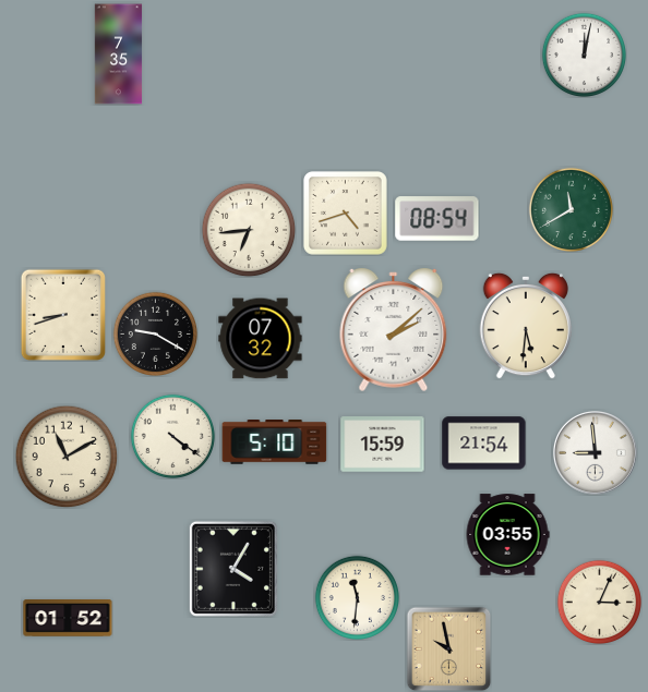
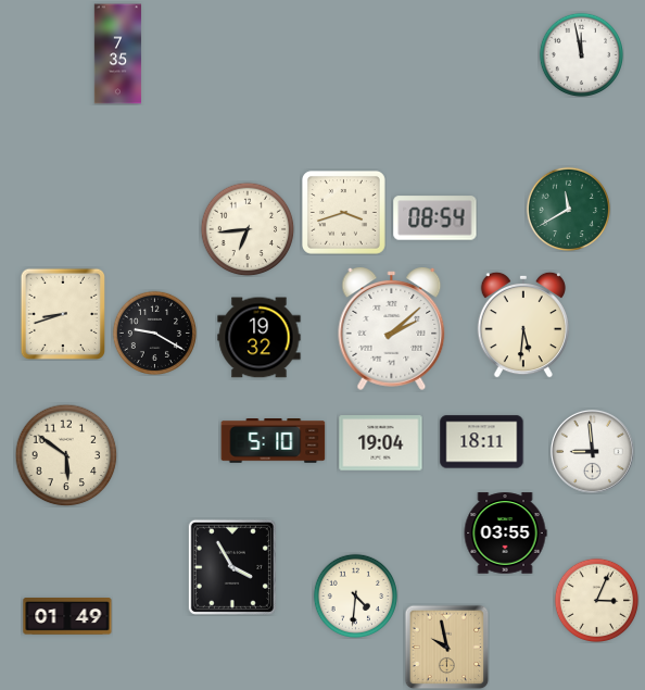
clock at (584, 54): 12:02 -> 11:58
clock at (345, 213): 4:42 -> 3:42
clock at (261, 339): 07:32 -> 19:32
clock at (172, 436): 4:21 -> none
clock at (484, 444): 21:54 -> 18:11
clock at (383, 445): 15:59 -> 19:04
clock at (67, 457): 11:10 -> 5:51
clock at (233, 569): 4:05 -> 3:55
clock at (357, 597): 11:31 -> 4:31
clock at (68, 618): 01:52 -> 01:49
